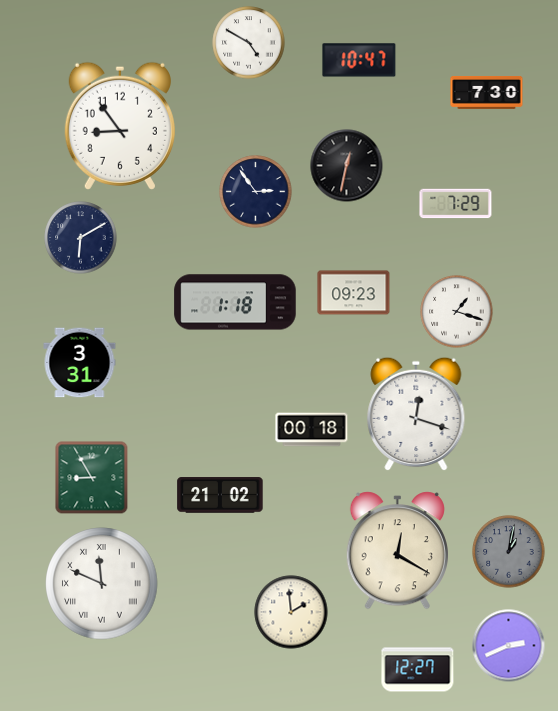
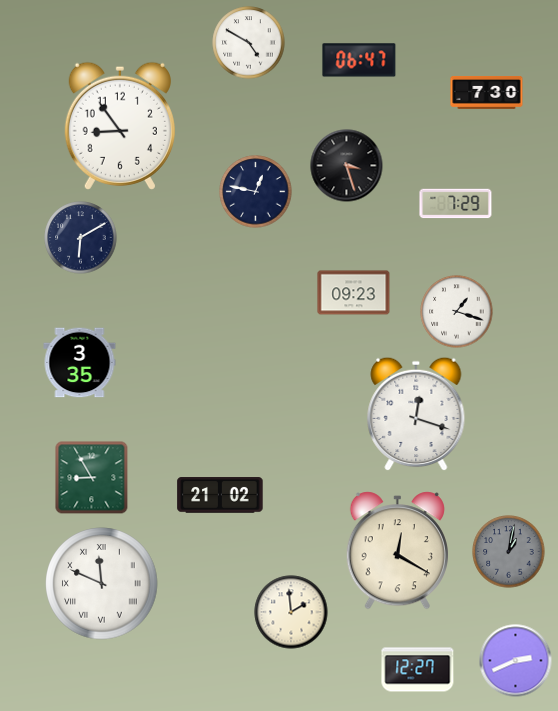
clock at (359, 60): 10:47 -> 06:47
clock at (347, 166): 12:32 -> 3:27
clock at (256, 192): 2:54 -> 12:47
clock at (235, 302): 1:18 -> none
clock at (80, 363): 3:31 -> 3:35
clock at (312, 430): 00:18 -> none
clock at (509, 646) position: (509, 646) -> (516, 661)
